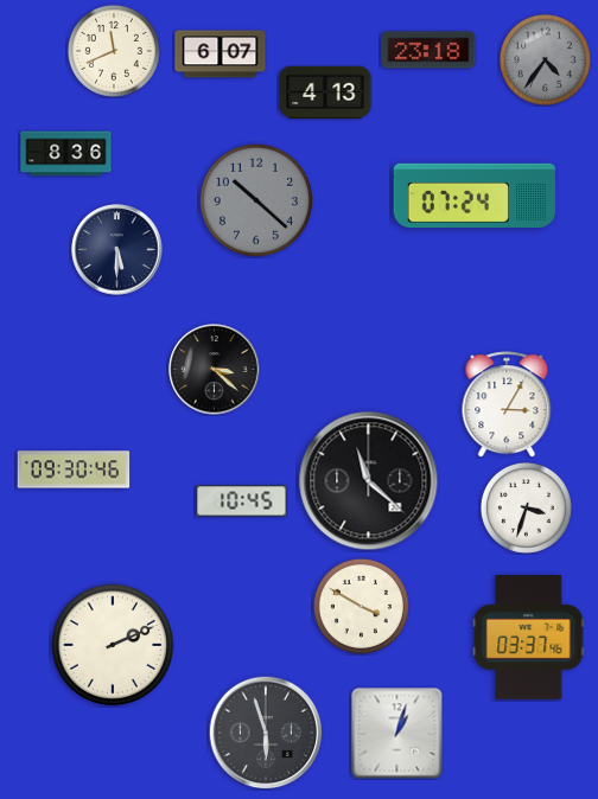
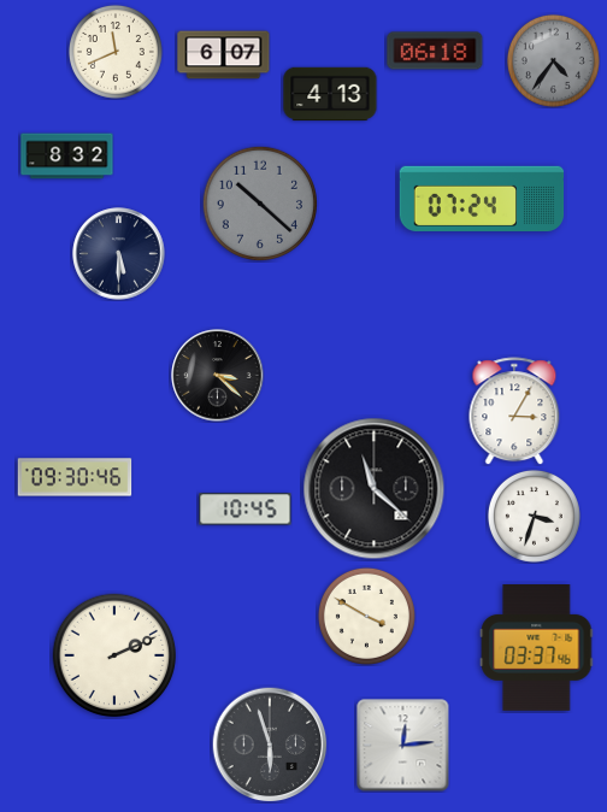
clock at (428, 50): 23:18 -> 06:18
clock at (66, 154): 8:36 -> 8:32
clock at (397, 734): 1:03 -> 12:14
